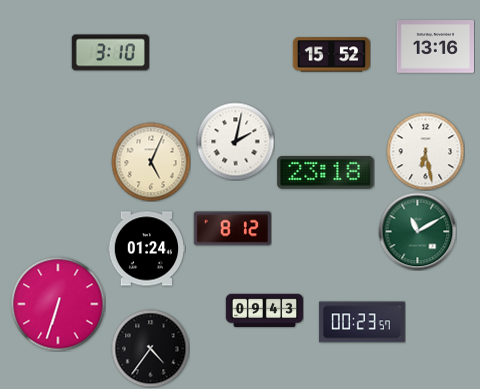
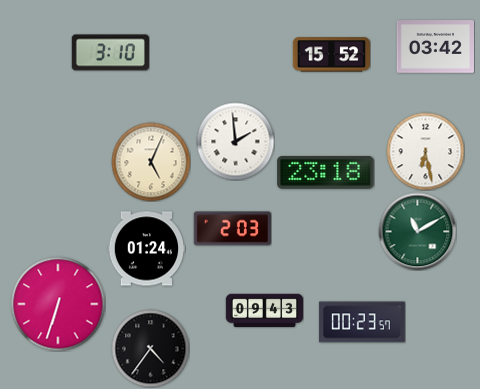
clock at (435, 47): 13:16 -> 03:42
clock at (235, 141): 2:02 -> 1:59
clock at (232, 229): 8:12 -> 2:03
